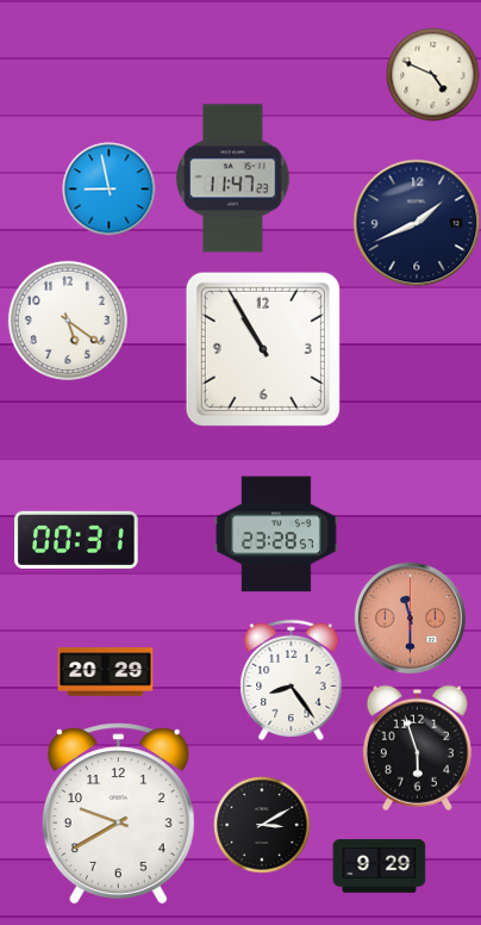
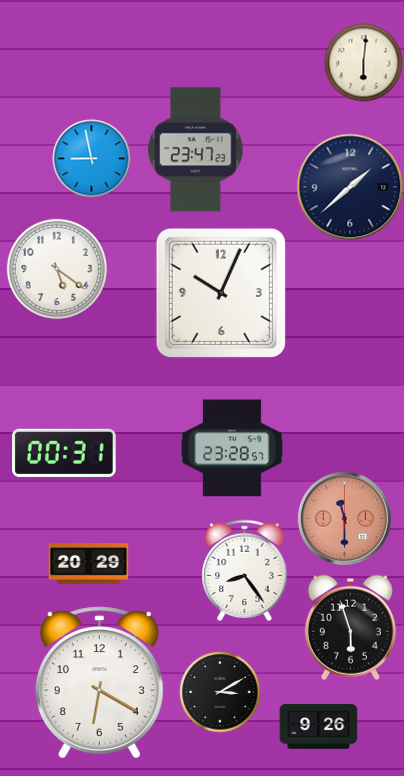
clock at (432, 74): 4:49 -> 6:01
clock at (233, 179): 11:47 -> 23:47
clock at (417, 223): 1:41 -> 1:38
clock at (263, 349): 10:55 -> 10:04
clock at (118, 814): 9:40 -> 6:20
clock at (379, 867): 9:29 -> 9:26
